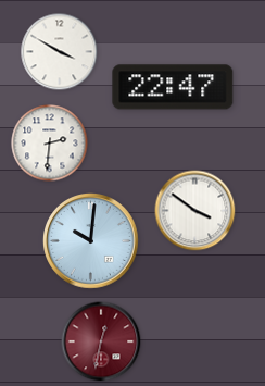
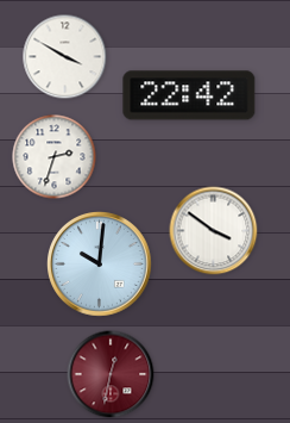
clock at (173, 87): 22:47 -> 22:42
clock at (50, 144): 2:31 -> 2:33
